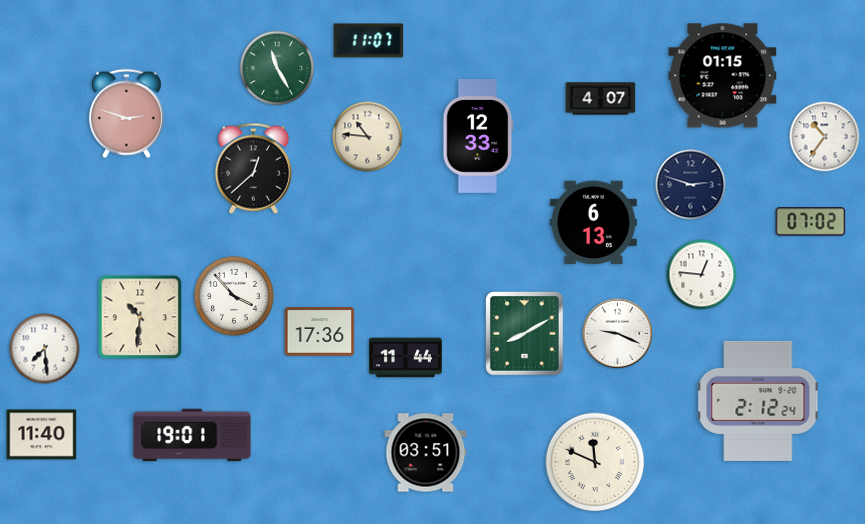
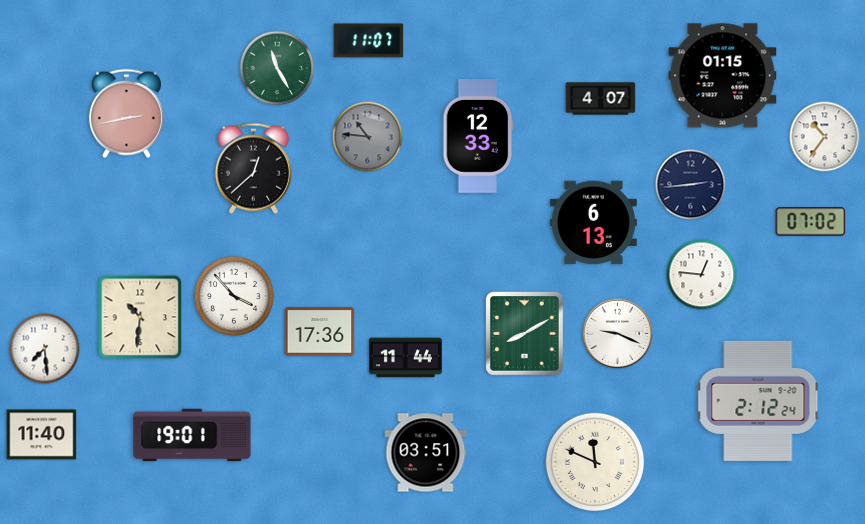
clock at (126, 114): 2:48 -> 2:43
clock at (368, 137) dial: cream -> grey
clock at (691, 185): 2:48 -> 2:44
